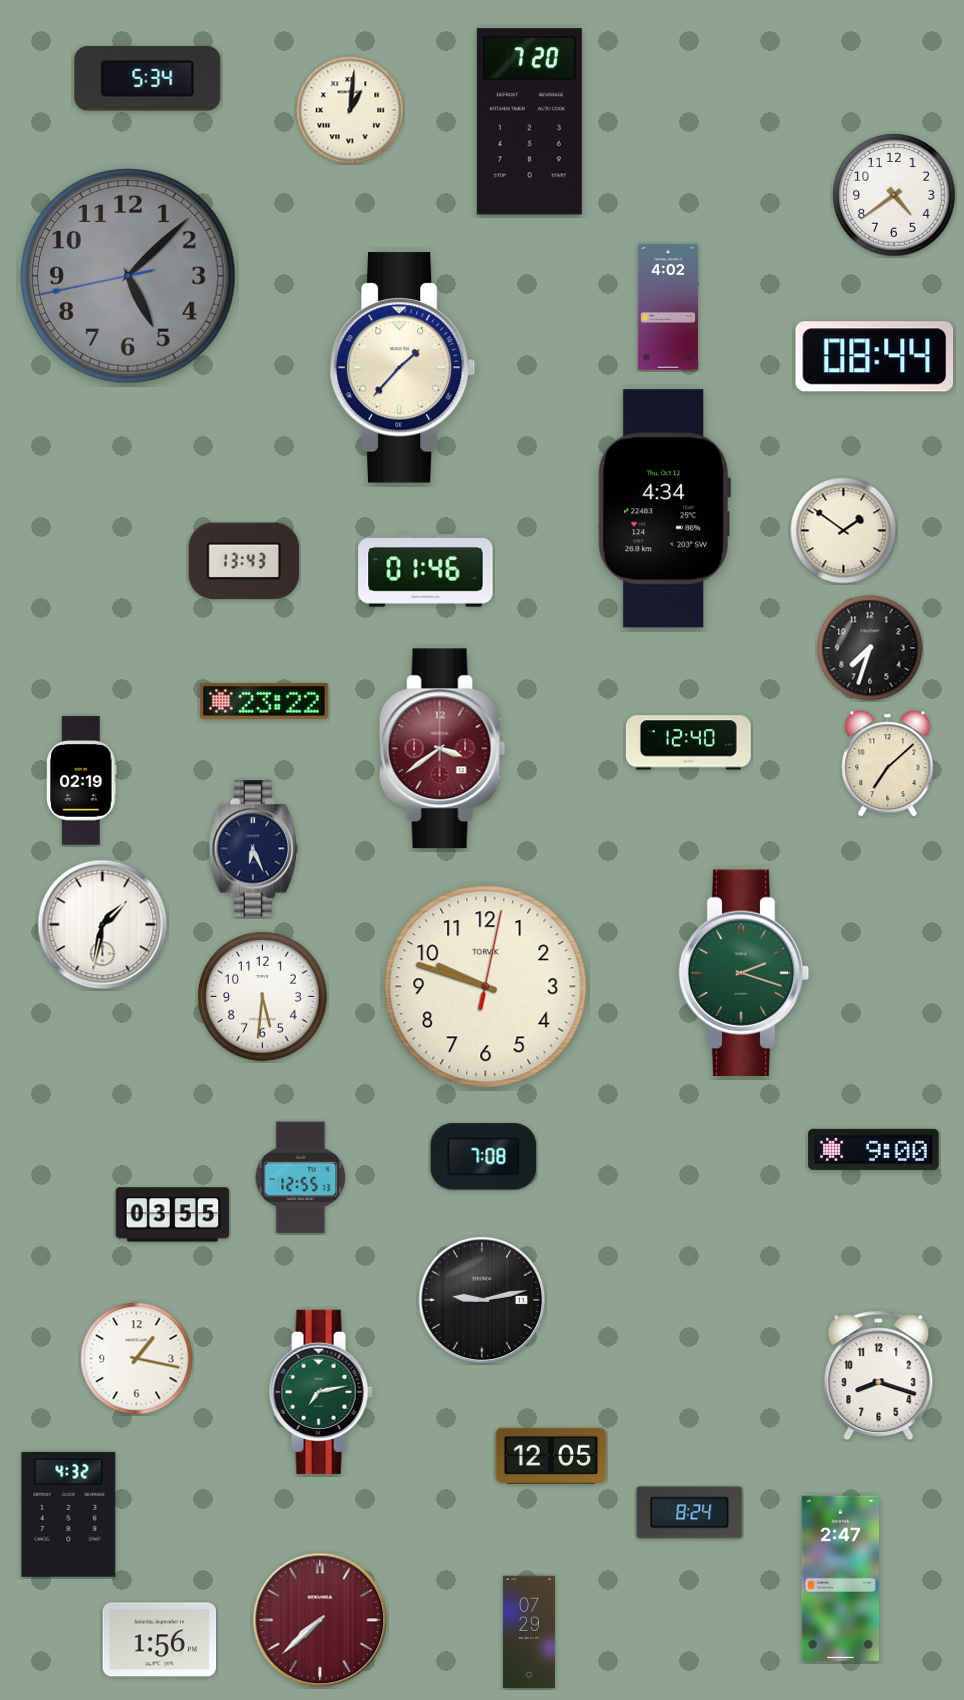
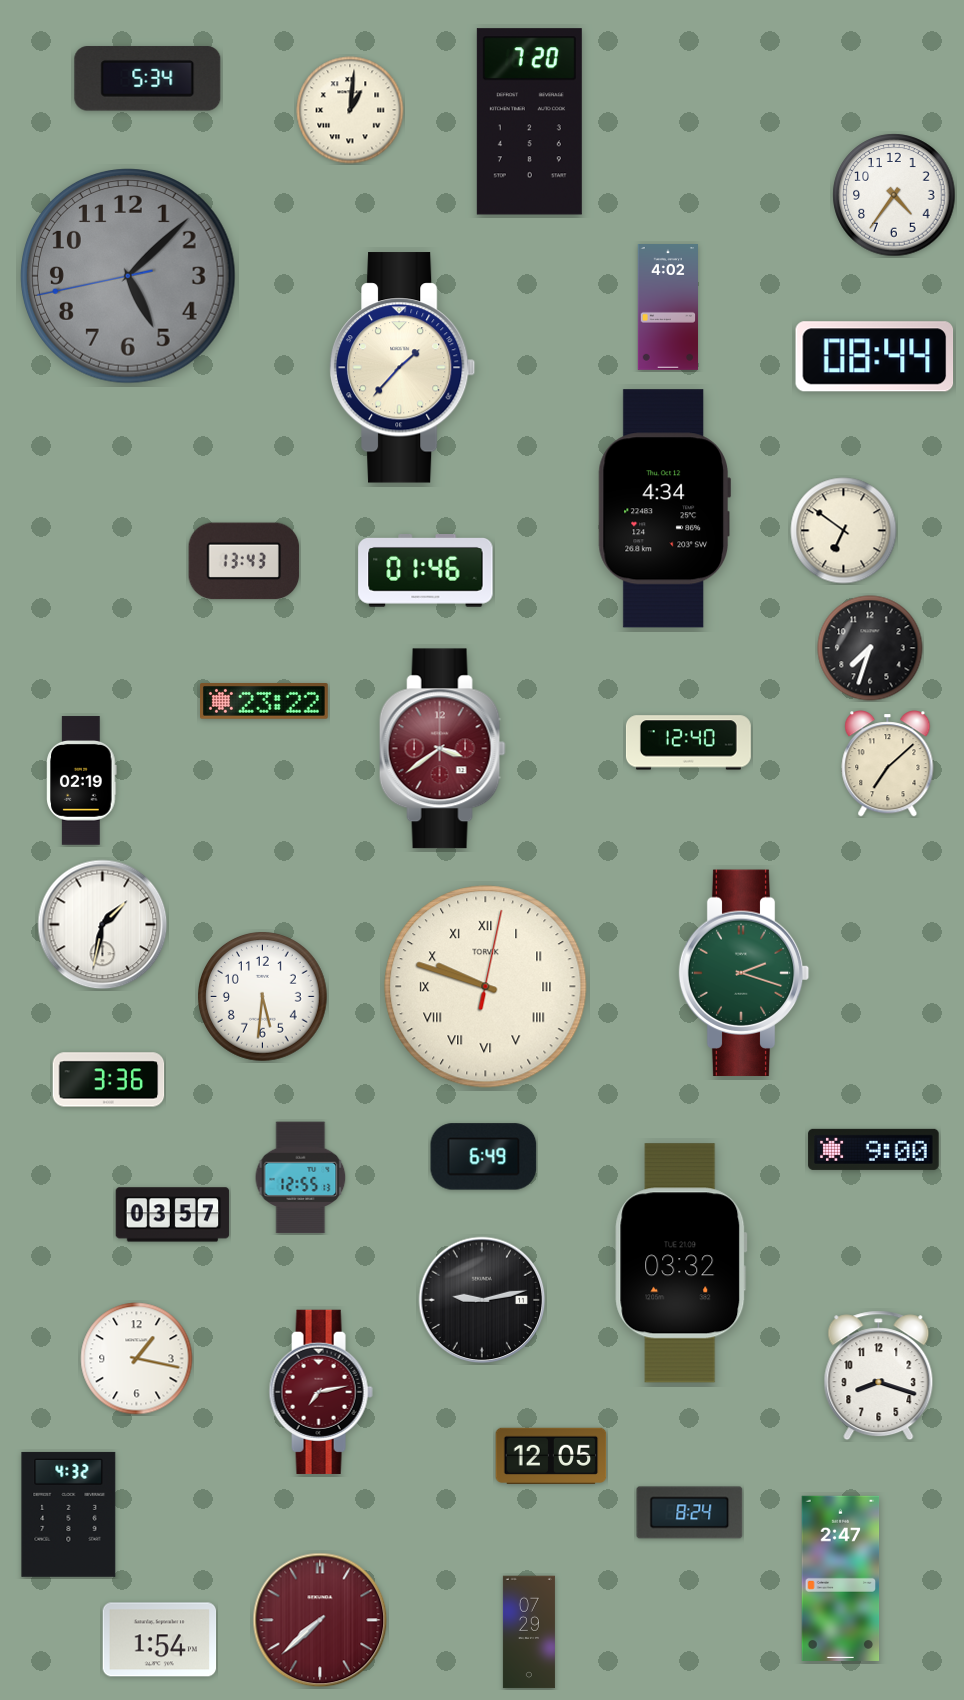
clock at (894, 195): 4:39 -> 4:36
clock at (844, 531): 1:51 -> 6:51
clock at (253, 849): 6:26 -> none
clock at (486, 987) numerals: Arabic -> Roman
clock at (109, 1080): none -> 3:36
clock at (484, 1157): 7:08 -> 6:49
clock at (173, 1215): 03:55 -> 03:57
clock at (681, 1263): none -> 03:32
clock at (321, 1392) dial: green -> burgundy
clock at (160, 1640): 1:56 -> 1:54
